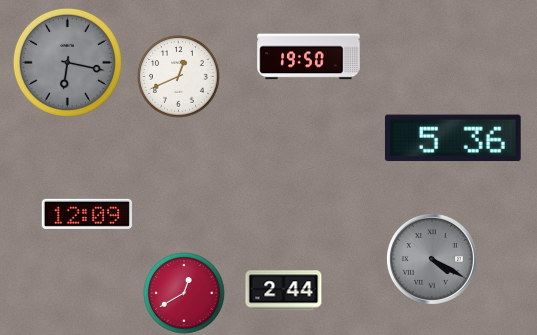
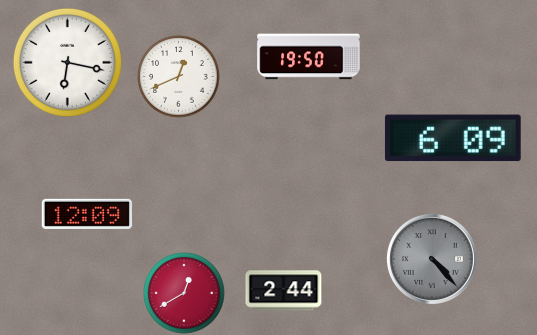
clock at (67, 62) dial: grey -> white
clock at (453, 138): 5:36 -> 6:09
clock at (433, 260): 4:20 -> 4:23
